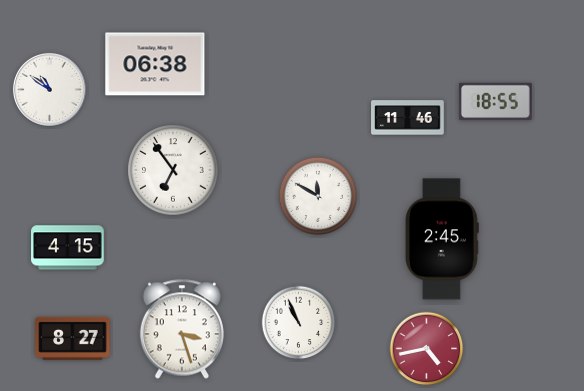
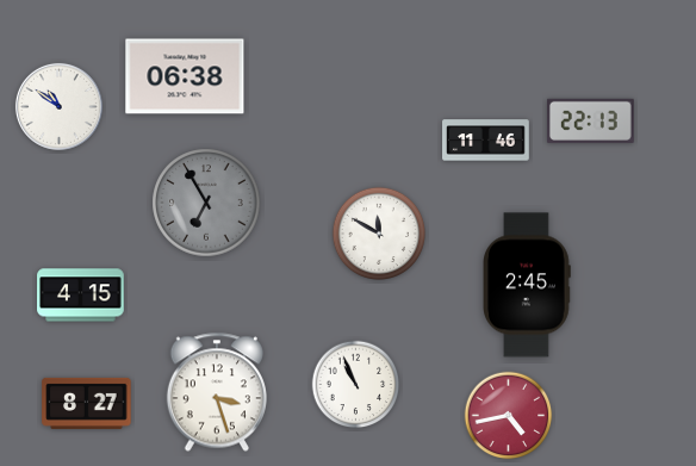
clock at (496, 101): 18:55 -> 22:13
clock at (173, 170): 6:54 -> 6:55
clock at (173, 170) dial: white -> grey
